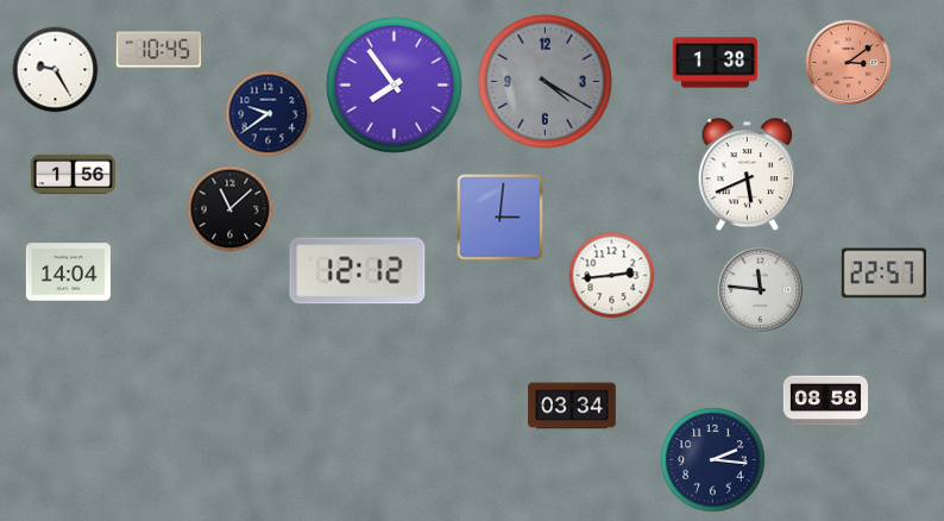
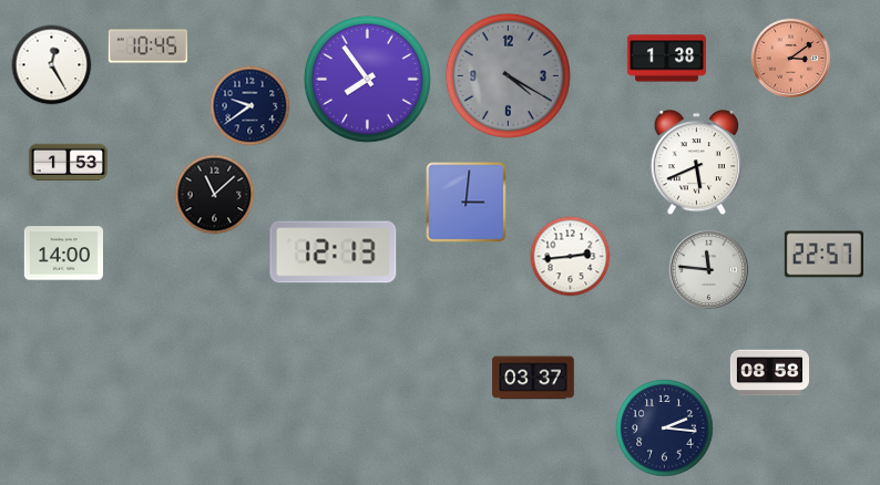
clock at (56, 70): 9:25 -> 12:25
clock at (73, 175): 1:56 -> 1:53
clock at (358, 271): 12:12 -> 12:13
clock at (68, 272): 14:04 -> 14:00
clock at (572, 406): 03:34 -> 03:37
